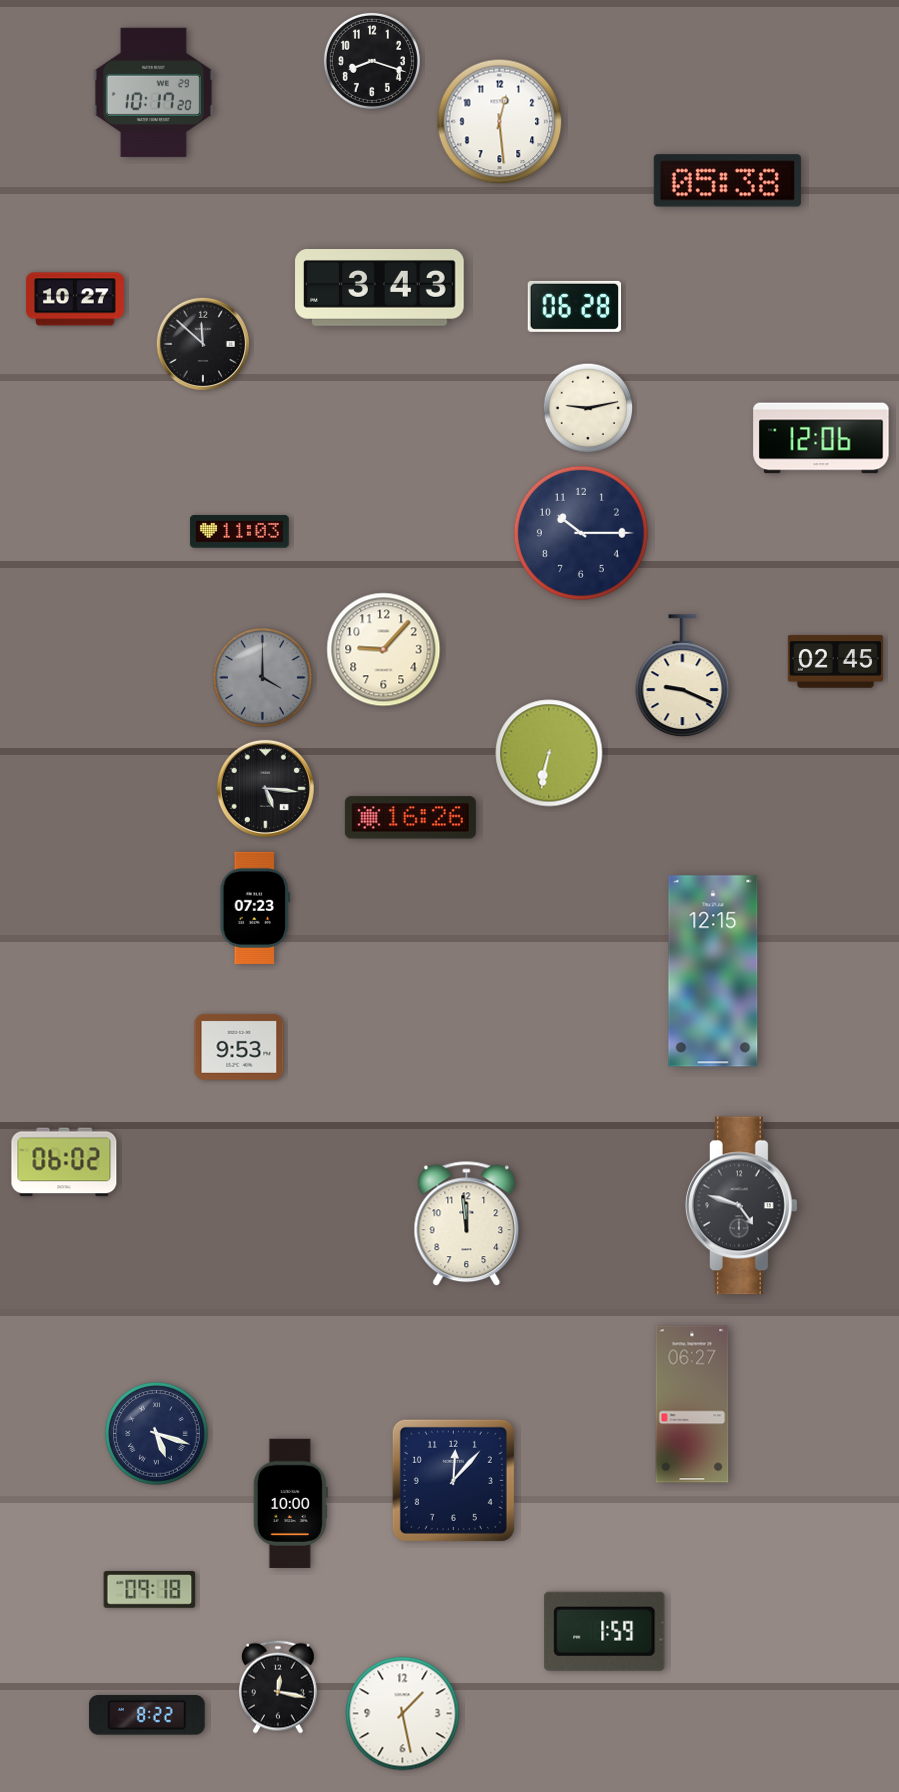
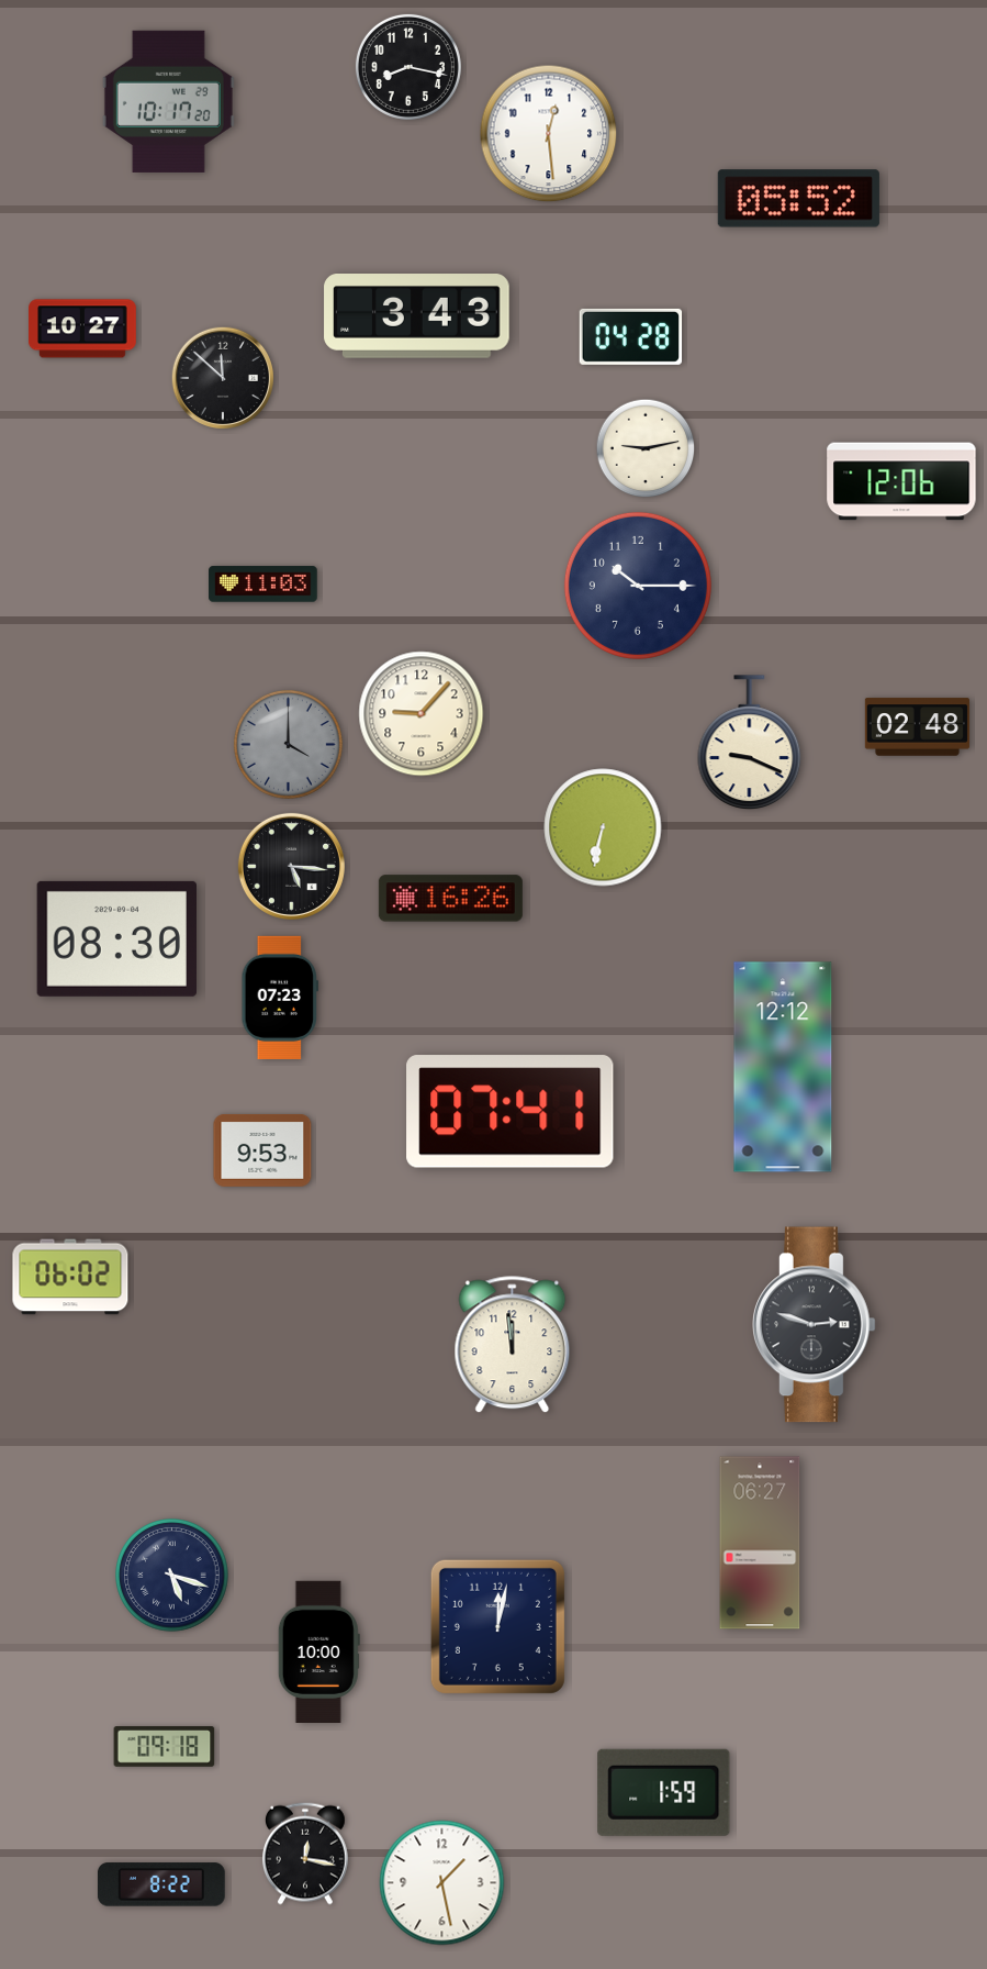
clock at (372, 61): 8:18 -> 8:17
clock at (727, 181): 05:38 -> 05:52
clock at (575, 306): 06:28 -> 04:28
clock at (835, 662): 02:45 -> 02:48
clock at (116, 938): none -> 08:30
clock at (713, 971): 12:15 -> 12:12
clock at (511, 1112): none -> 07:41
clock at (742, 1206): 4:48 -> 2:48
clock at (453, 1480): 12:07 -> 12:02
